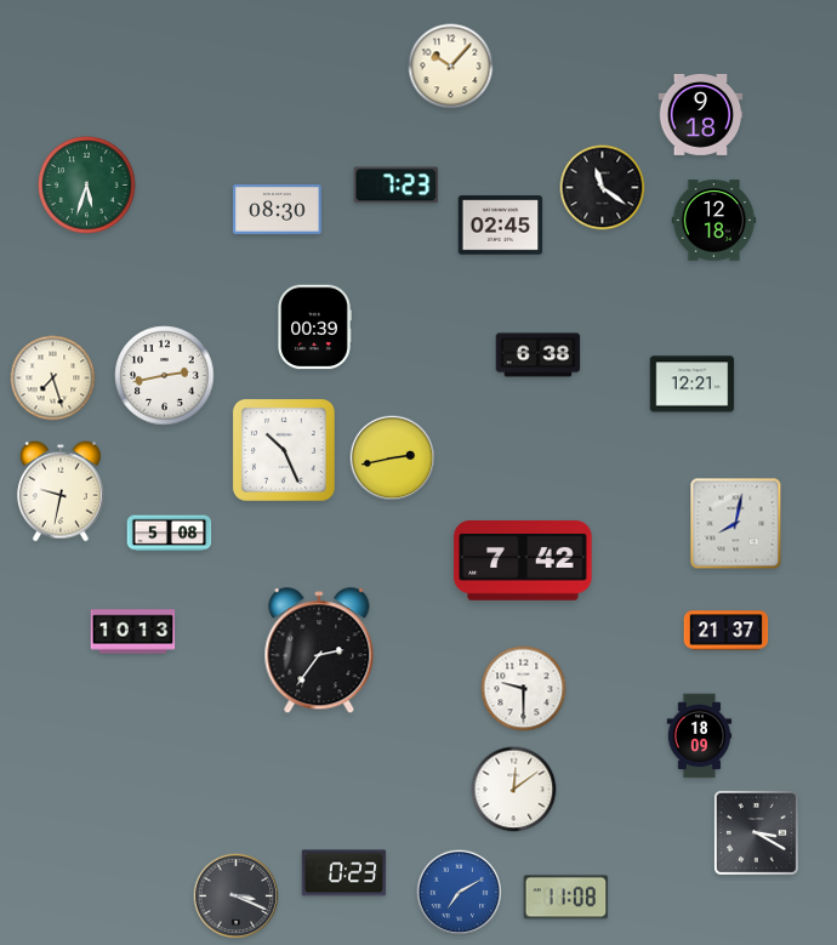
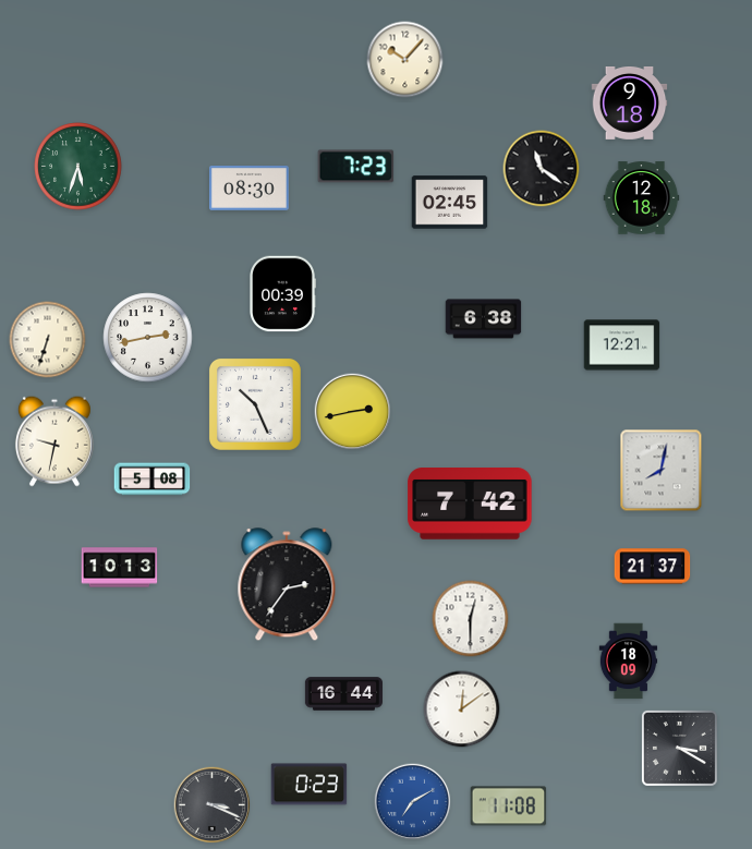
clock at (53, 378): 7:27 -> 6:33
clock at (524, 689): 9:30 -> 12:30
clock at (343, 694): none -> 16:44
